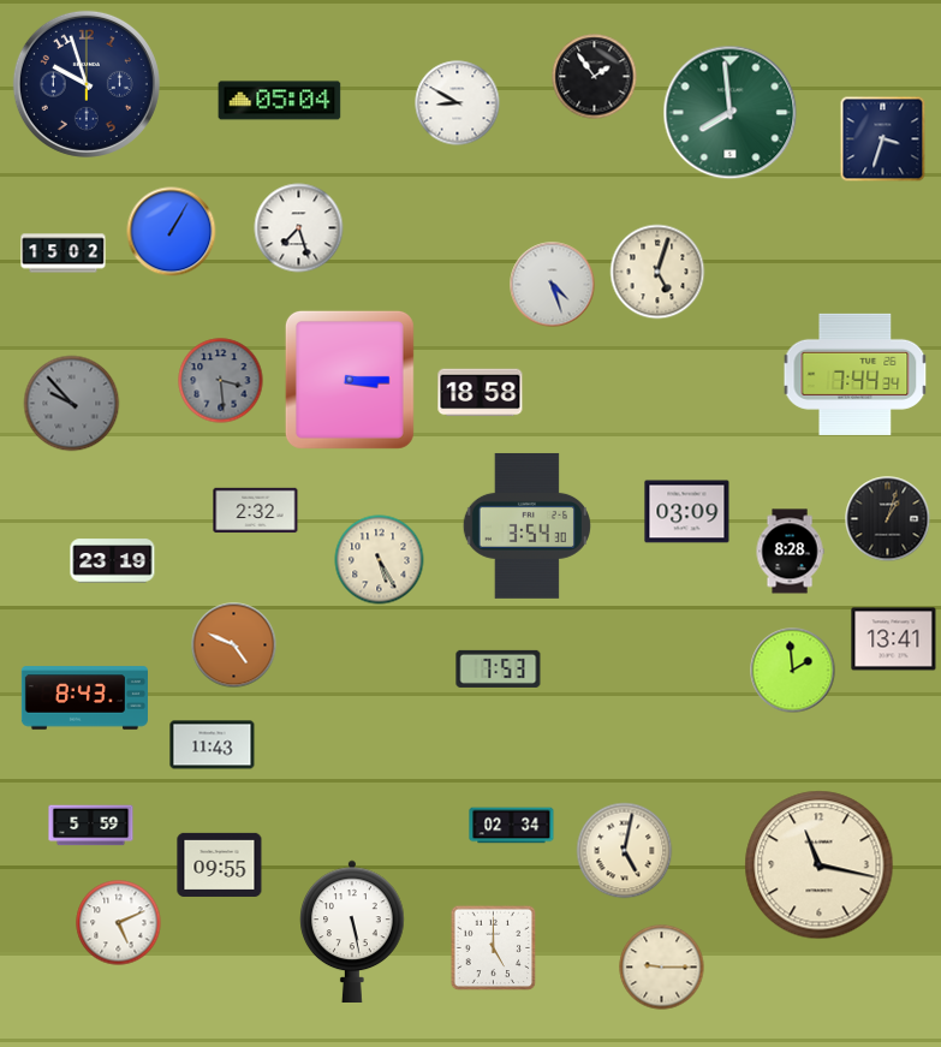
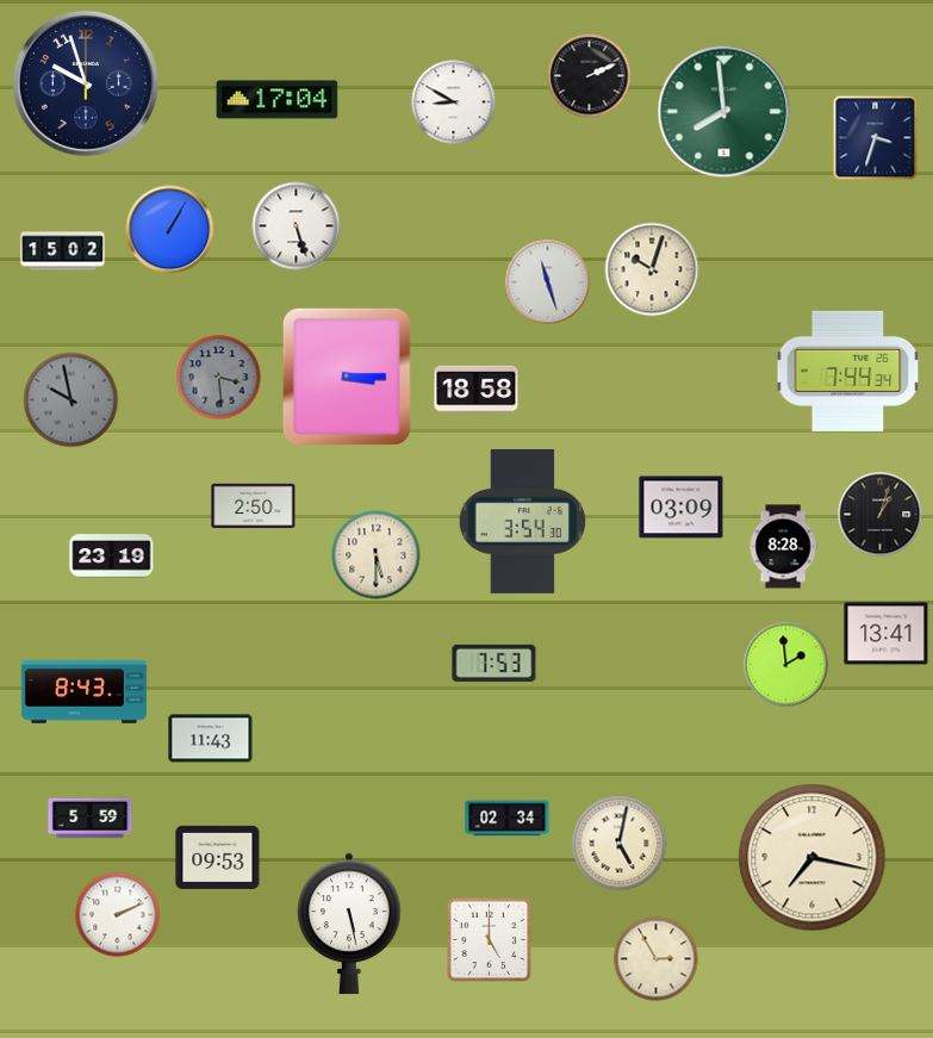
clock at (595, 77): 1:54 -> 2:11
clock at (280, 101): 05:04 -> 17:04
clock at (299, 228): 7:27 -> 5:27
clock at (657, 272): 5:03 -> 10:03
clock at (553, 285): 4:27 -> 11:27
clock at (72, 404): 9:53 -> 9:58
clock at (256, 511): 2:32 -> 2:50
clock at (380, 560): 5:25 -> 5:30
clock at (234, 646): 4:49 -> none
clock at (220, 864): 09:55 -> 09:53
clock at (820, 865): 11:17 -> 7:17
clock at (119, 923): 5:11 -> 2:11
clock at (662, 968): 9:15 -> 2:55
